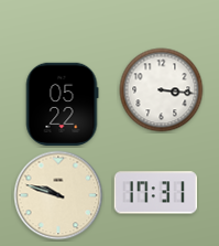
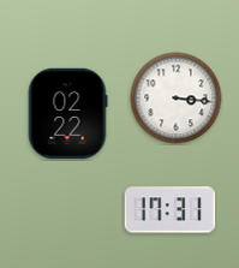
clock at (62, 105): 05:22 -> 02:22
clock at (58, 195): 9:48 -> none
